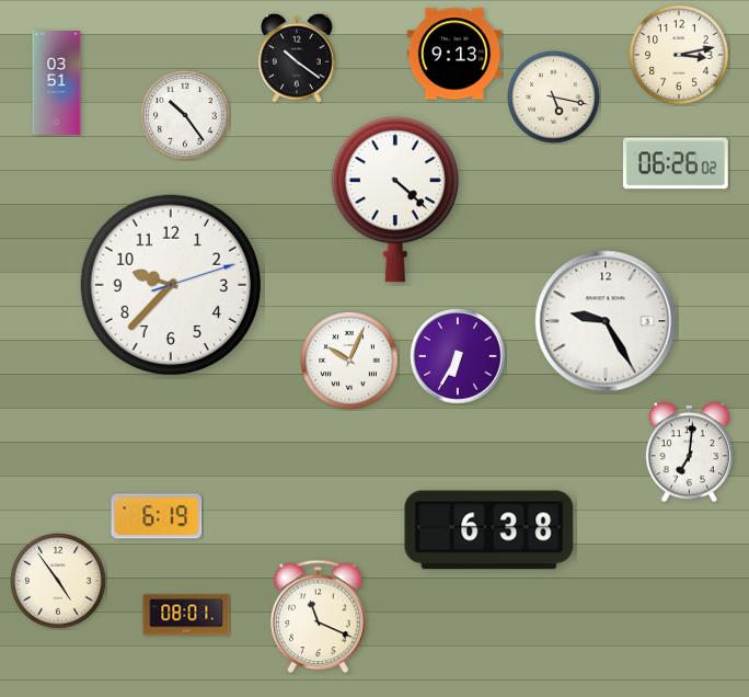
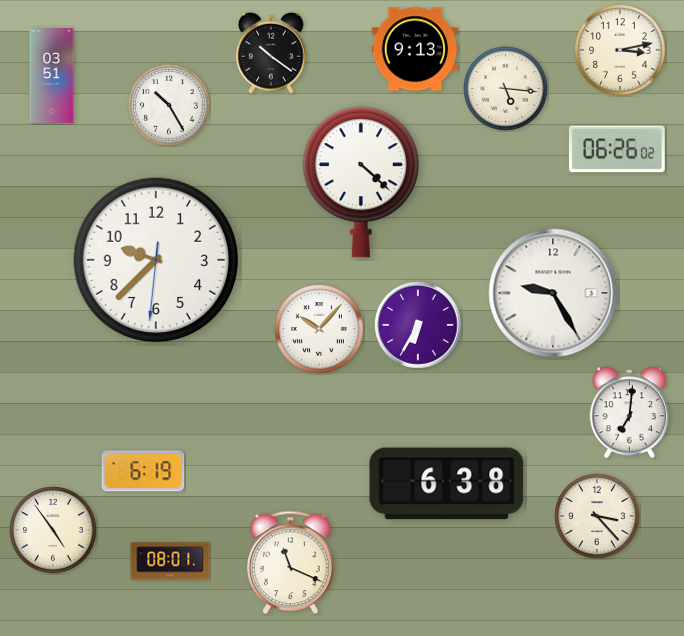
clock at (554, 98): 5:17 -> 5:16
clock at (185, 115): 10:24 -> 10:25
clock at (170, 284): 9:37:12 -> 9:37:31
clock at (349, 361): 10:04 -> 10:07
clock at (597, 516): none -> 3:23
